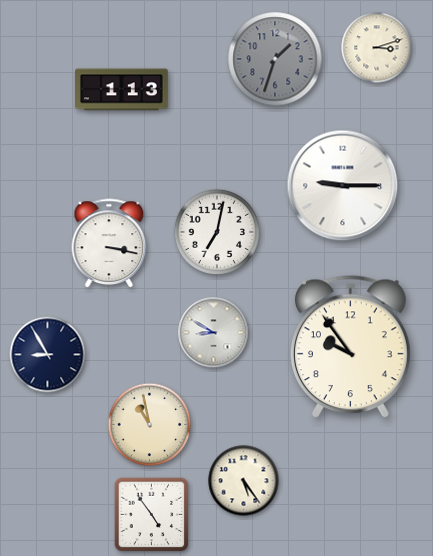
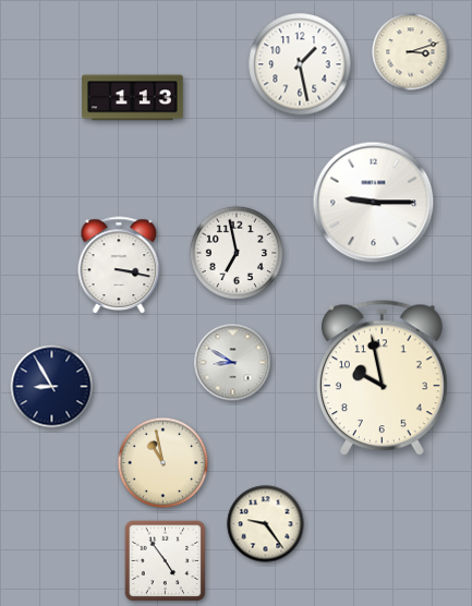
clock at (275, 59): 1:33 -> 1:28
clock at (275, 59) dial: grey -> white
clock at (216, 231): 7:02 -> 6:58
clock at (350, 347): 9:54 -> 9:58
clock at (244, 481): 5:24 -> 9:24
